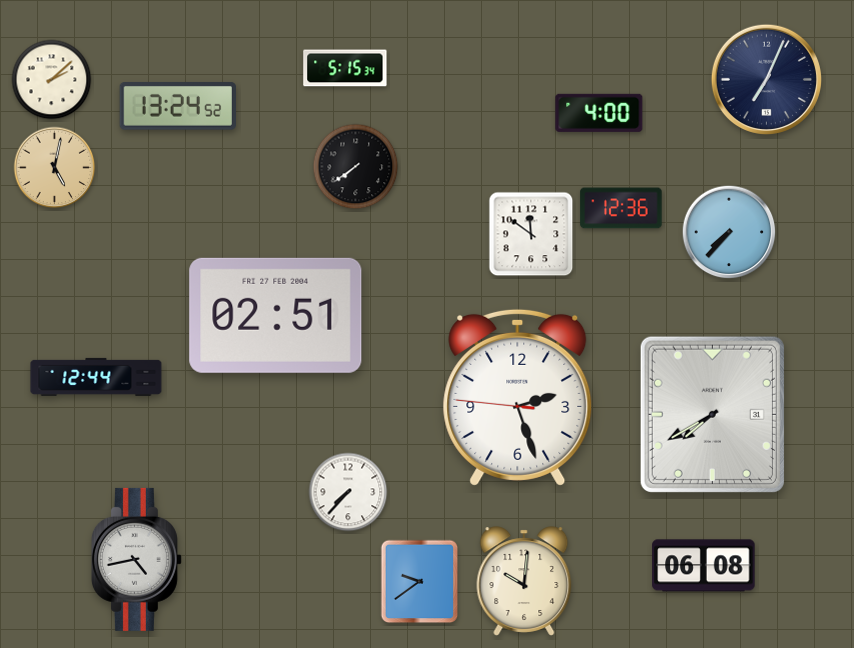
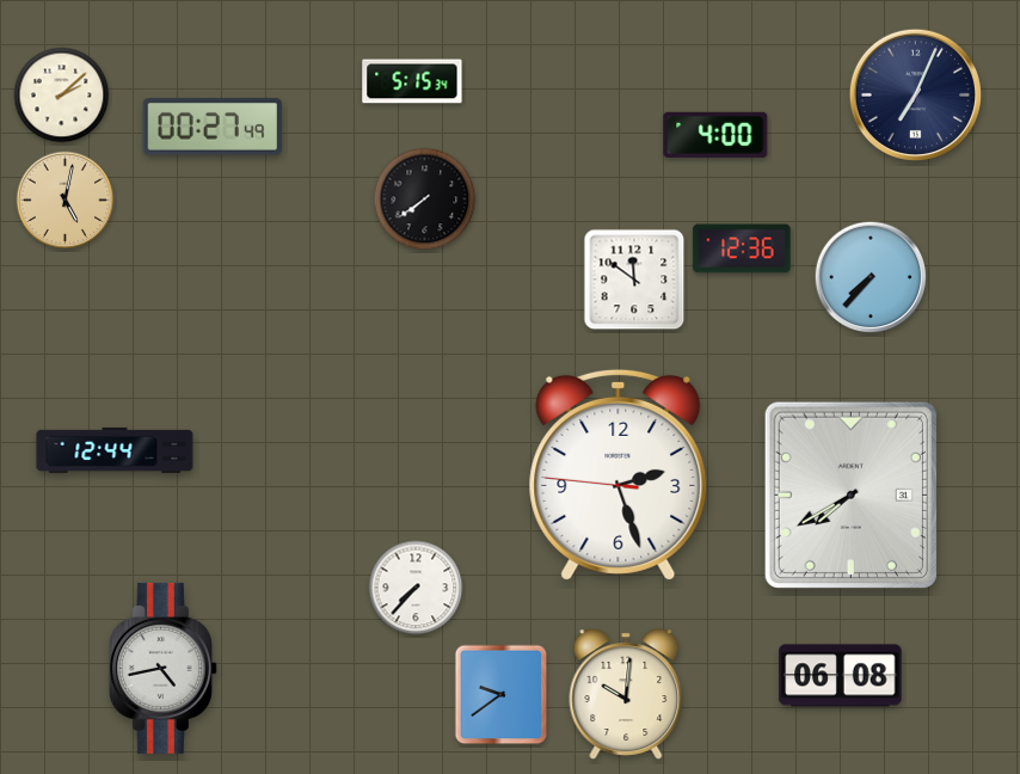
clock at (177, 107): 13:24 -> 00:27
clock at (276, 315): 02:51 -> none
